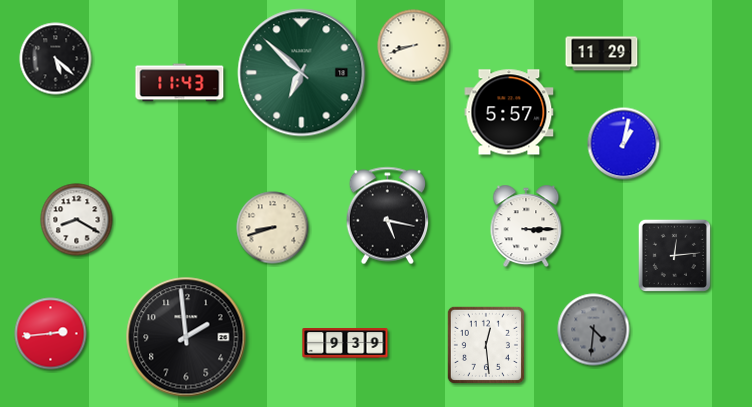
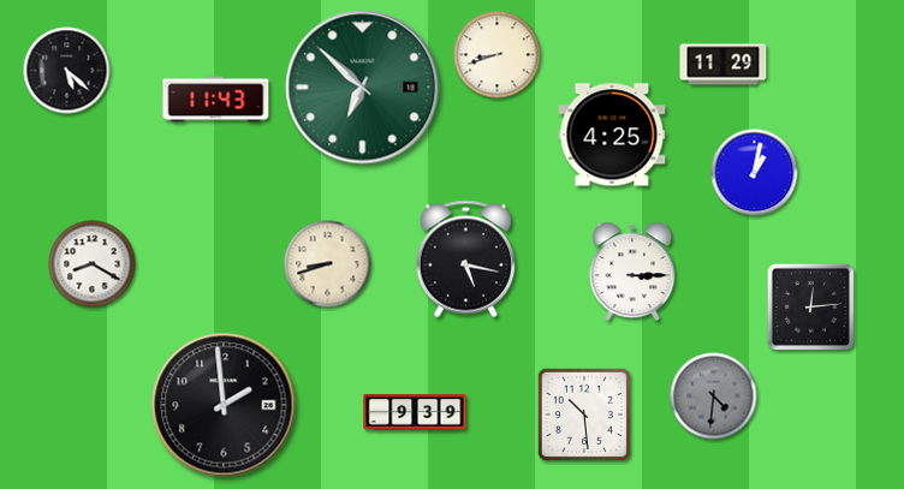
clock at (509, 112): 5:57 -> 4:25
clock at (624, 144) position: (624, 144) -> (755, 173)
clock at (273, 228) position: (273, 228) -> (328, 264)
clock at (51, 334): 2:44 -> none
clock at (486, 345): 12:29 -> 10:29
